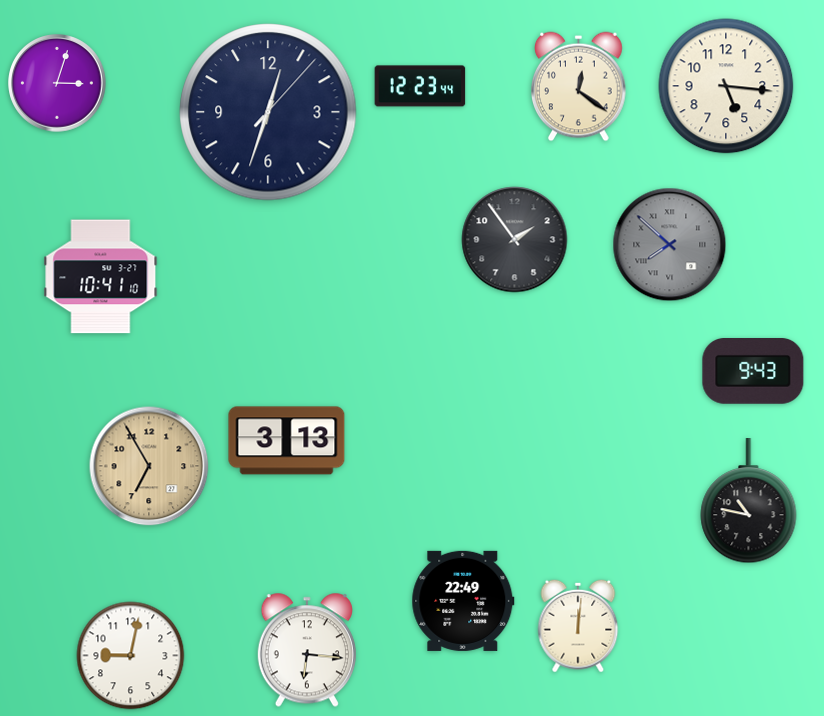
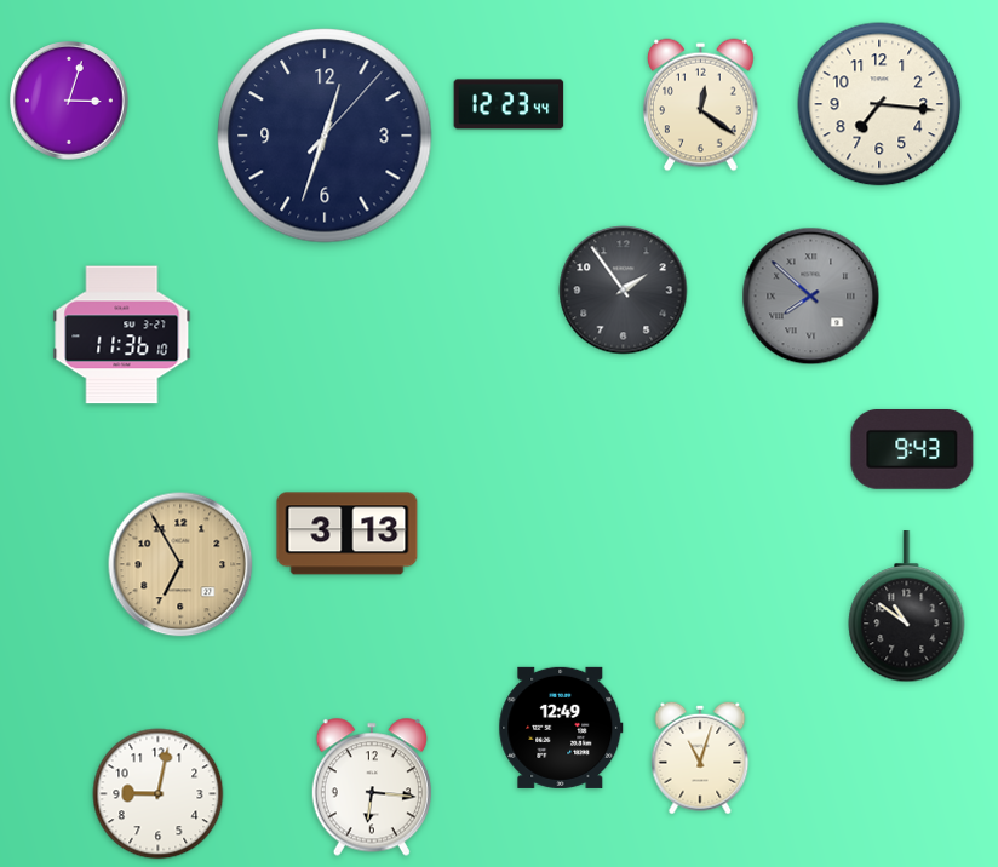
clock at (726, 86): 5:16 -> 7:16
clock at (101, 277): 10:41 -> 11:36
clock at (749, 501): 10:47 -> 10:51
clock at (463, 601): 22:49 -> 12:49
clock at (578, 626): 12:01 -> 11:03
